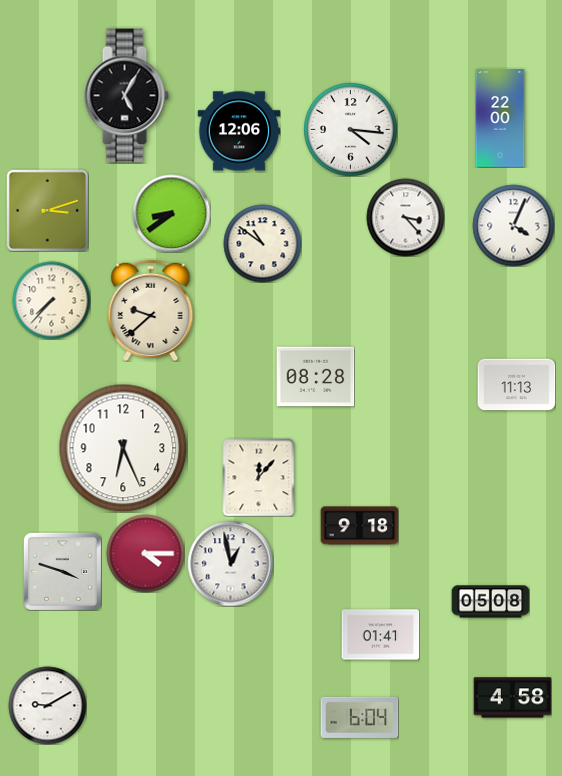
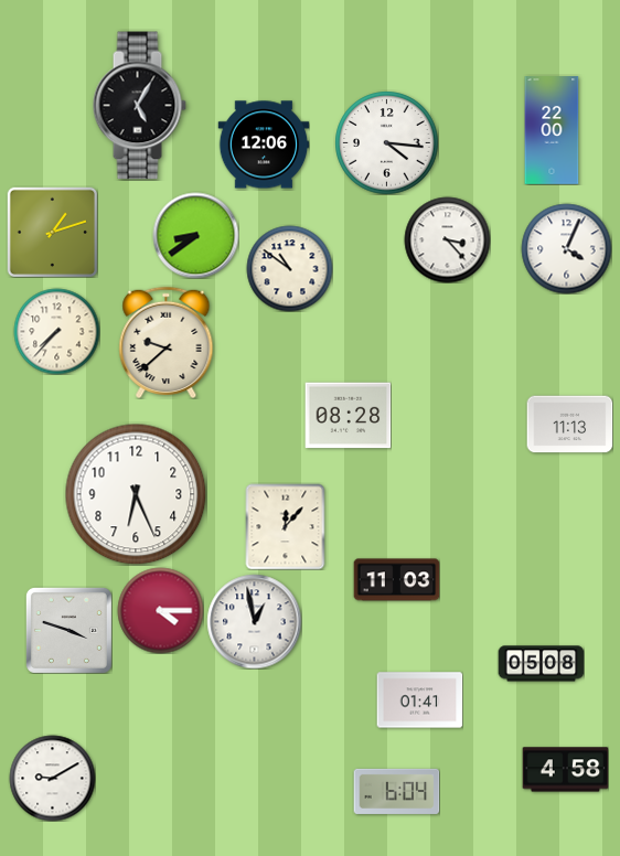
clock at (47, 210): 3:12 -> 1:12
clock at (171, 213) position: (171, 213) -> (195, 235)
clock at (359, 526): 9:18 -> 11:03
